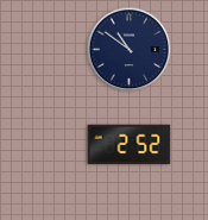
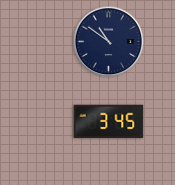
clock at (130, 145): 2:52 -> 3:45
